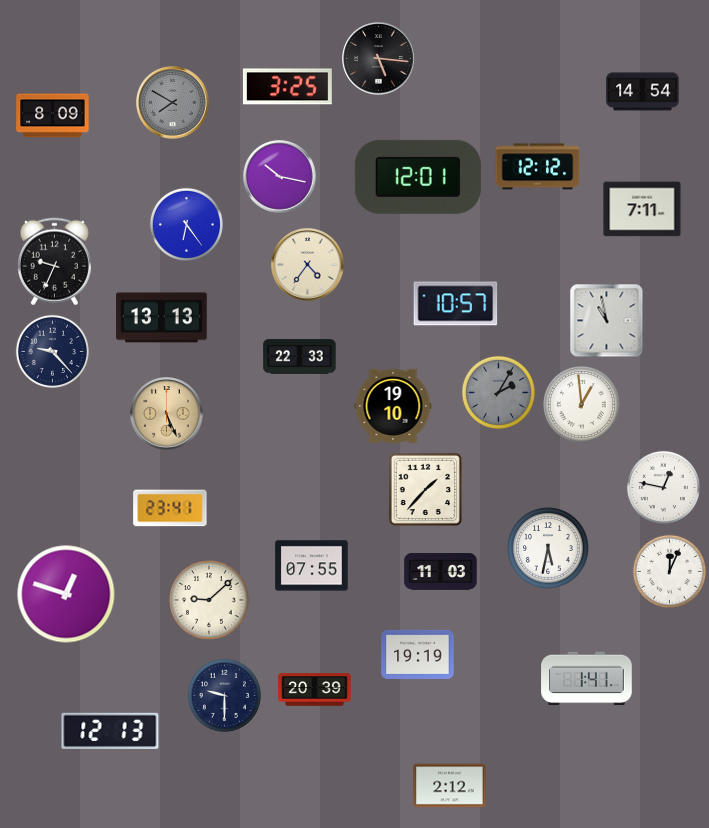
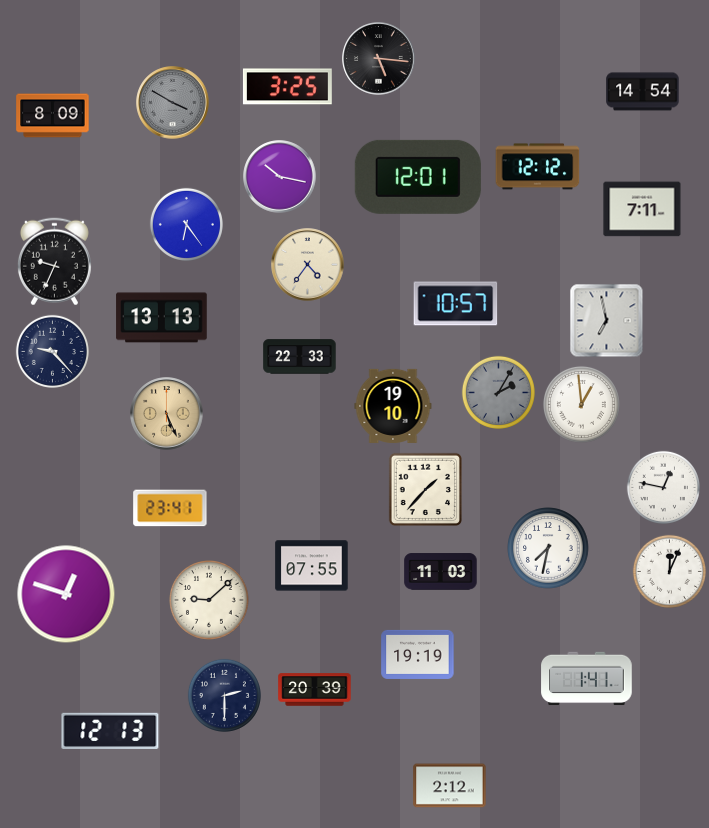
clock at (173, 103): 7:50 -> 3:50
clock at (607, 321): 10:58 -> 6:58
clock at (548, 548): 5:32 -> 7:32
clock at (224, 695): 9:30 -> 2:30
